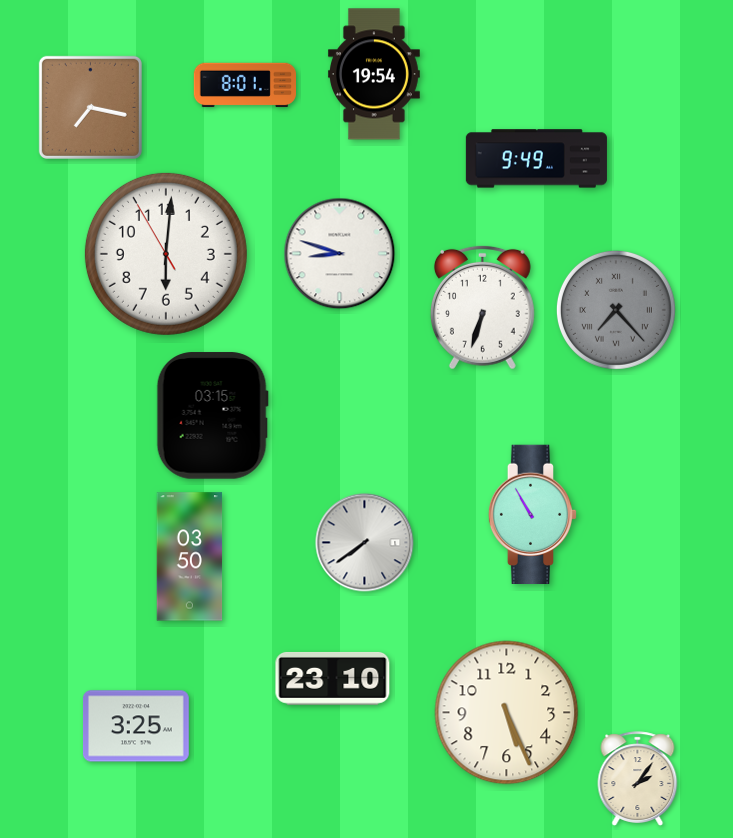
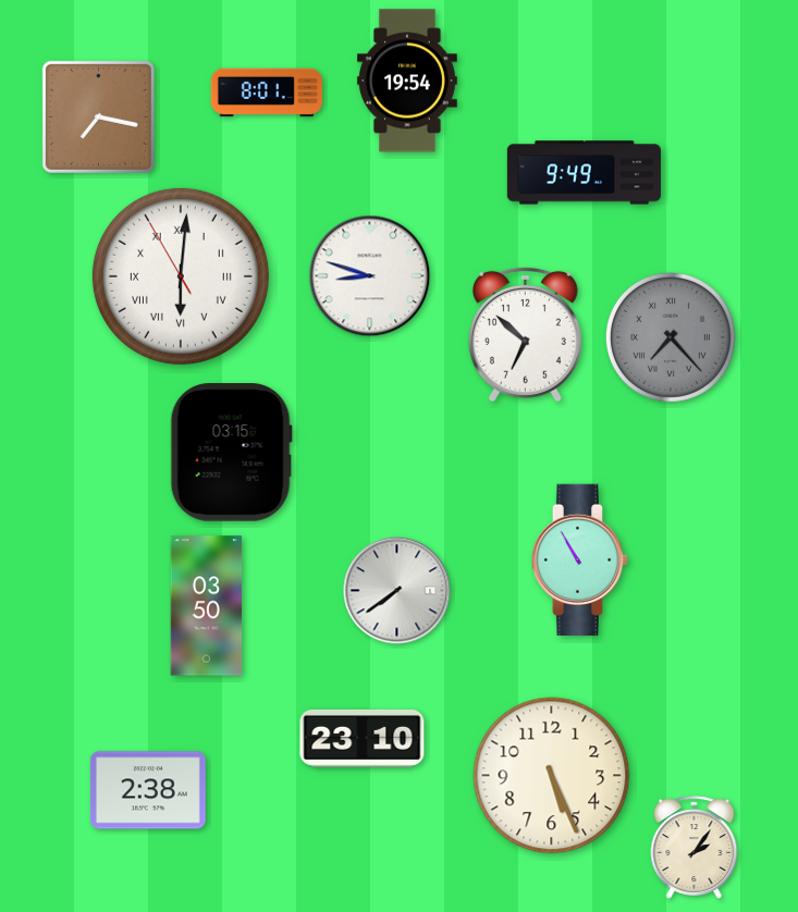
clock at (166, 254) numerals: Arabic -> Roman
clock at (482, 307): 6:33 -> 6:52
clock at (136, 726): 3:25 -> 2:38
